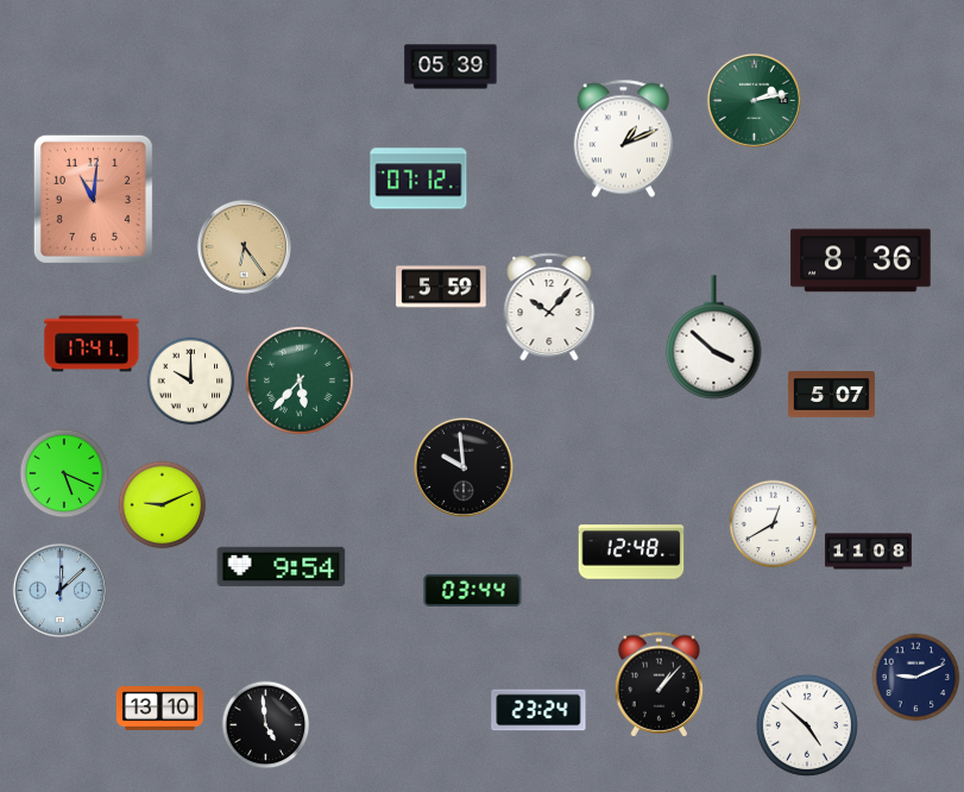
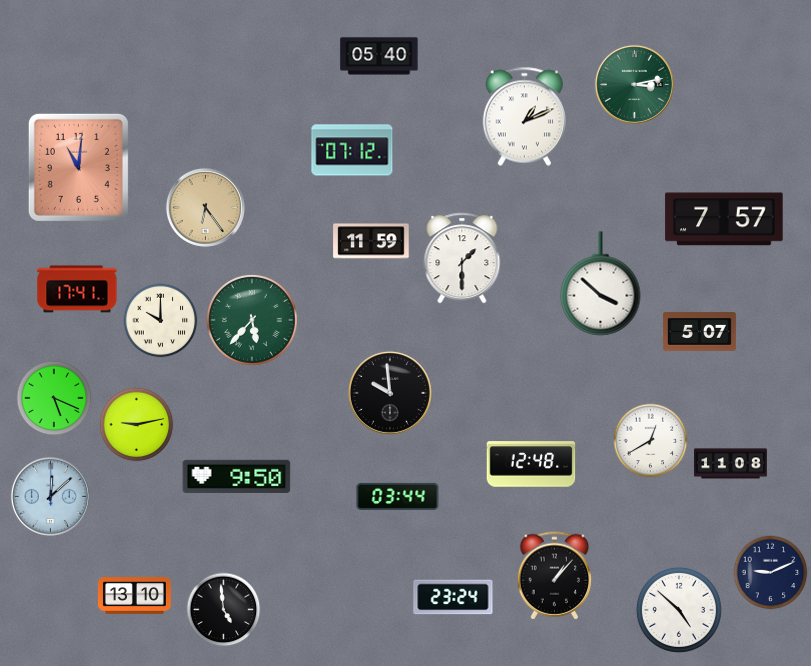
clock at (451, 67): 05:39 -> 05:40
clock at (754, 100): 2:13 -> 3:13
clock at (861, 260): 8:36 -> 7:57
clock at (441, 287): 5:59 -> 11:59
clock at (549, 307): 10:07 -> 1:30
clock at (163, 505): 9:11 -> 9:13
clock at (282, 566): 9:54 -> 9:50
clock at (916, 678) position: (916, 678) -> (771, 573)
